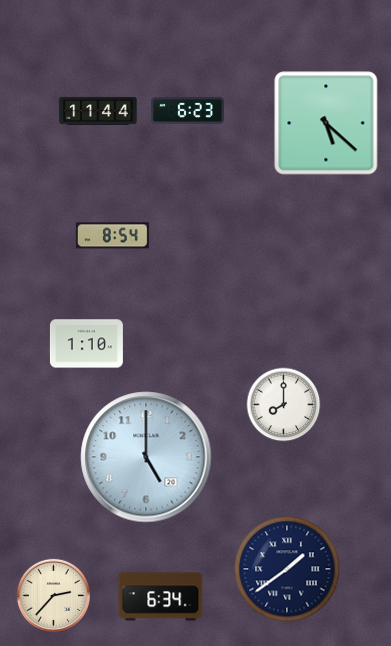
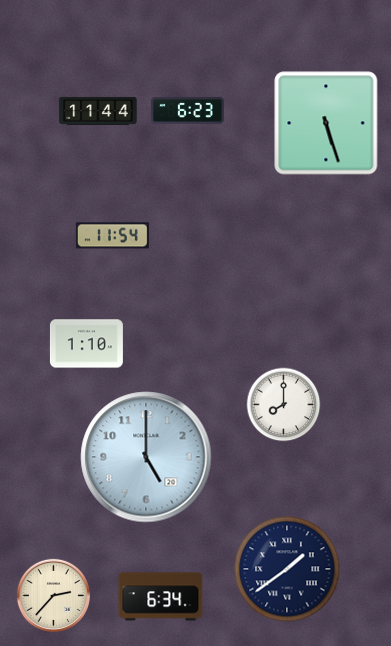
clock at (326, 123): 5:22 -> 5:27
clock at (112, 236): 8:54 -> 11:54
